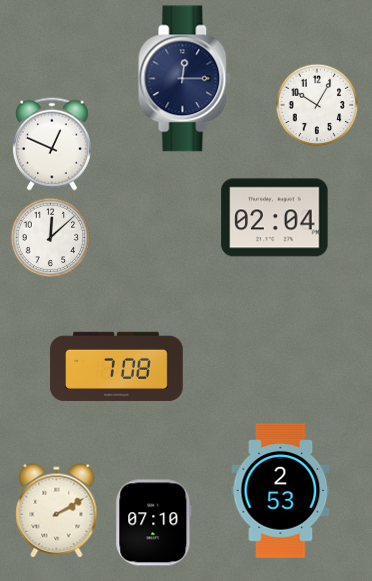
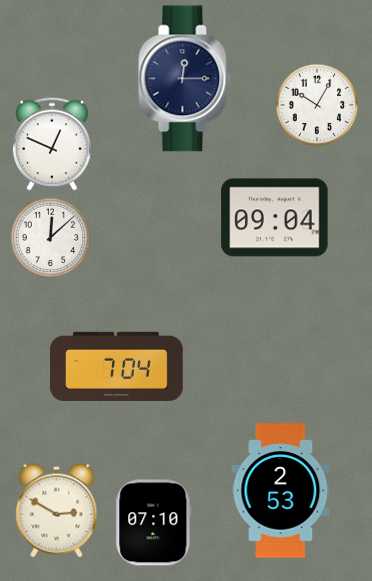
clock at (275, 218): 02:04 -> 09:04
clock at (117, 366): 7:08 -> 7:04
clock at (57, 511): 2:10 -> 2:50
